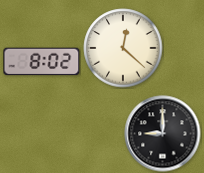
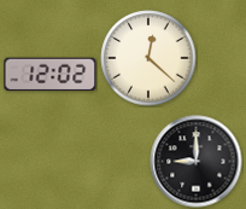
clock at (42, 62): 8:02 -> 12:02
